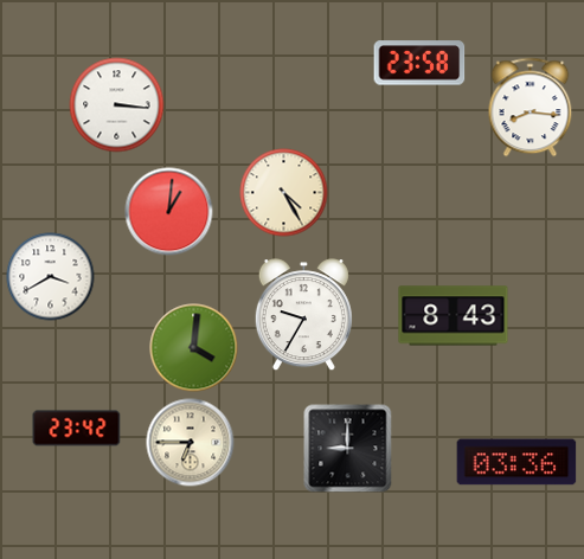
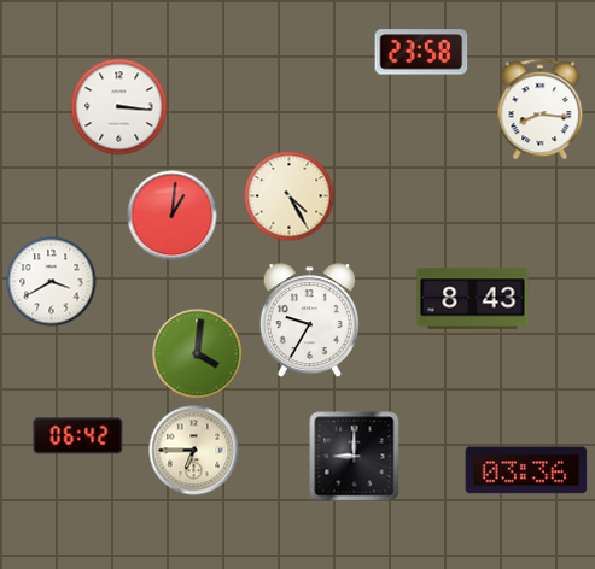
clock at (419, 63) position: (419, 63) -> (421, 52)
clock at (454, 316) position: (454, 316) -> (473, 299)
clock at (77, 429): 23:42 -> 06:42
